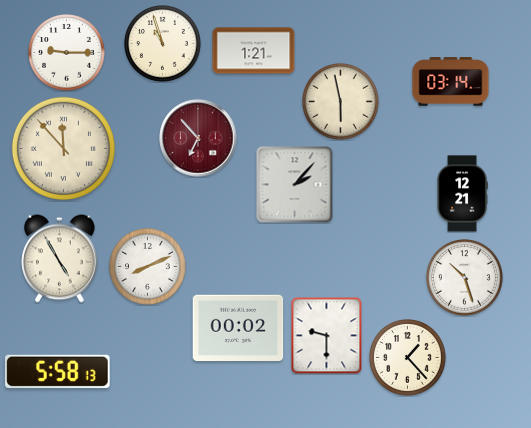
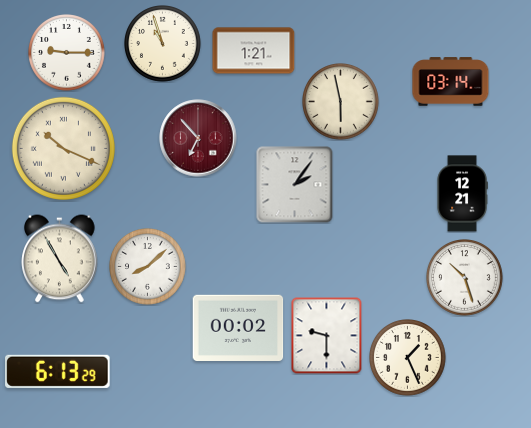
clock at (63, 148): 11:53 -> 10:19
clock at (295, 185): 2:07 -> 2:06
clock at (148, 267): 8:11 -> 8:08
clock at (408, 358): 1:23 -> 1:26
clock at (58, 371): 5:58 -> 6:13
